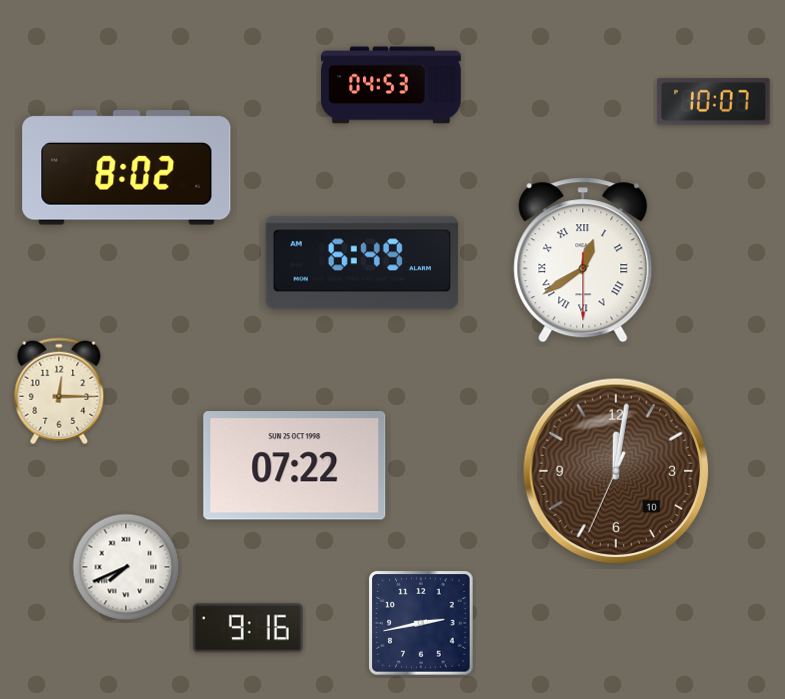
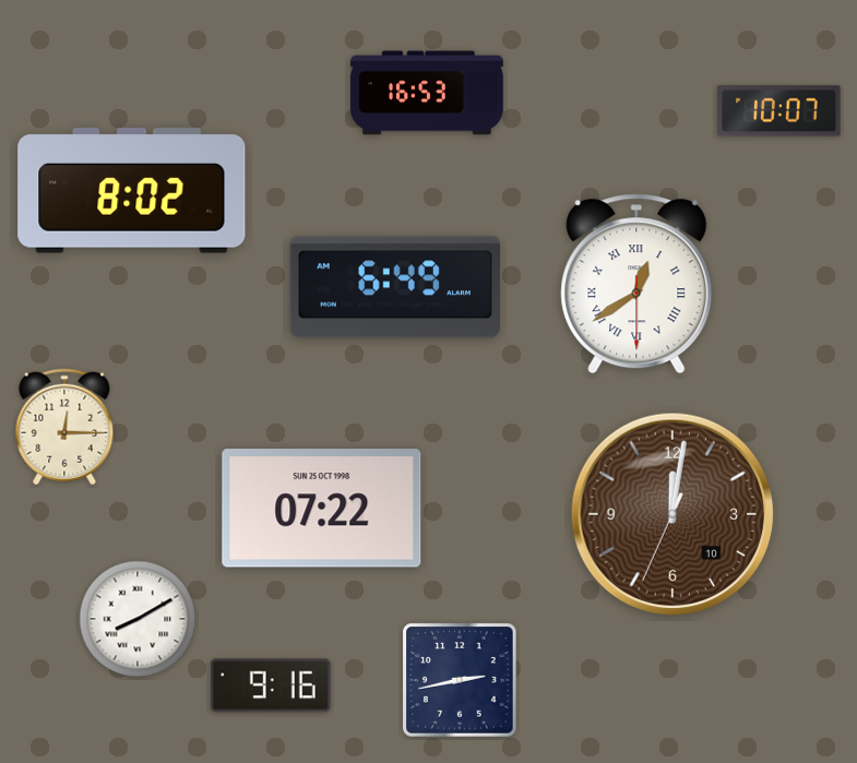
clock at (392, 85): 04:53 -> 16:53
clock at (127, 168) position: (127, 168) -> (132, 191)
clock at (126, 567): 7:41 -> 8:10
